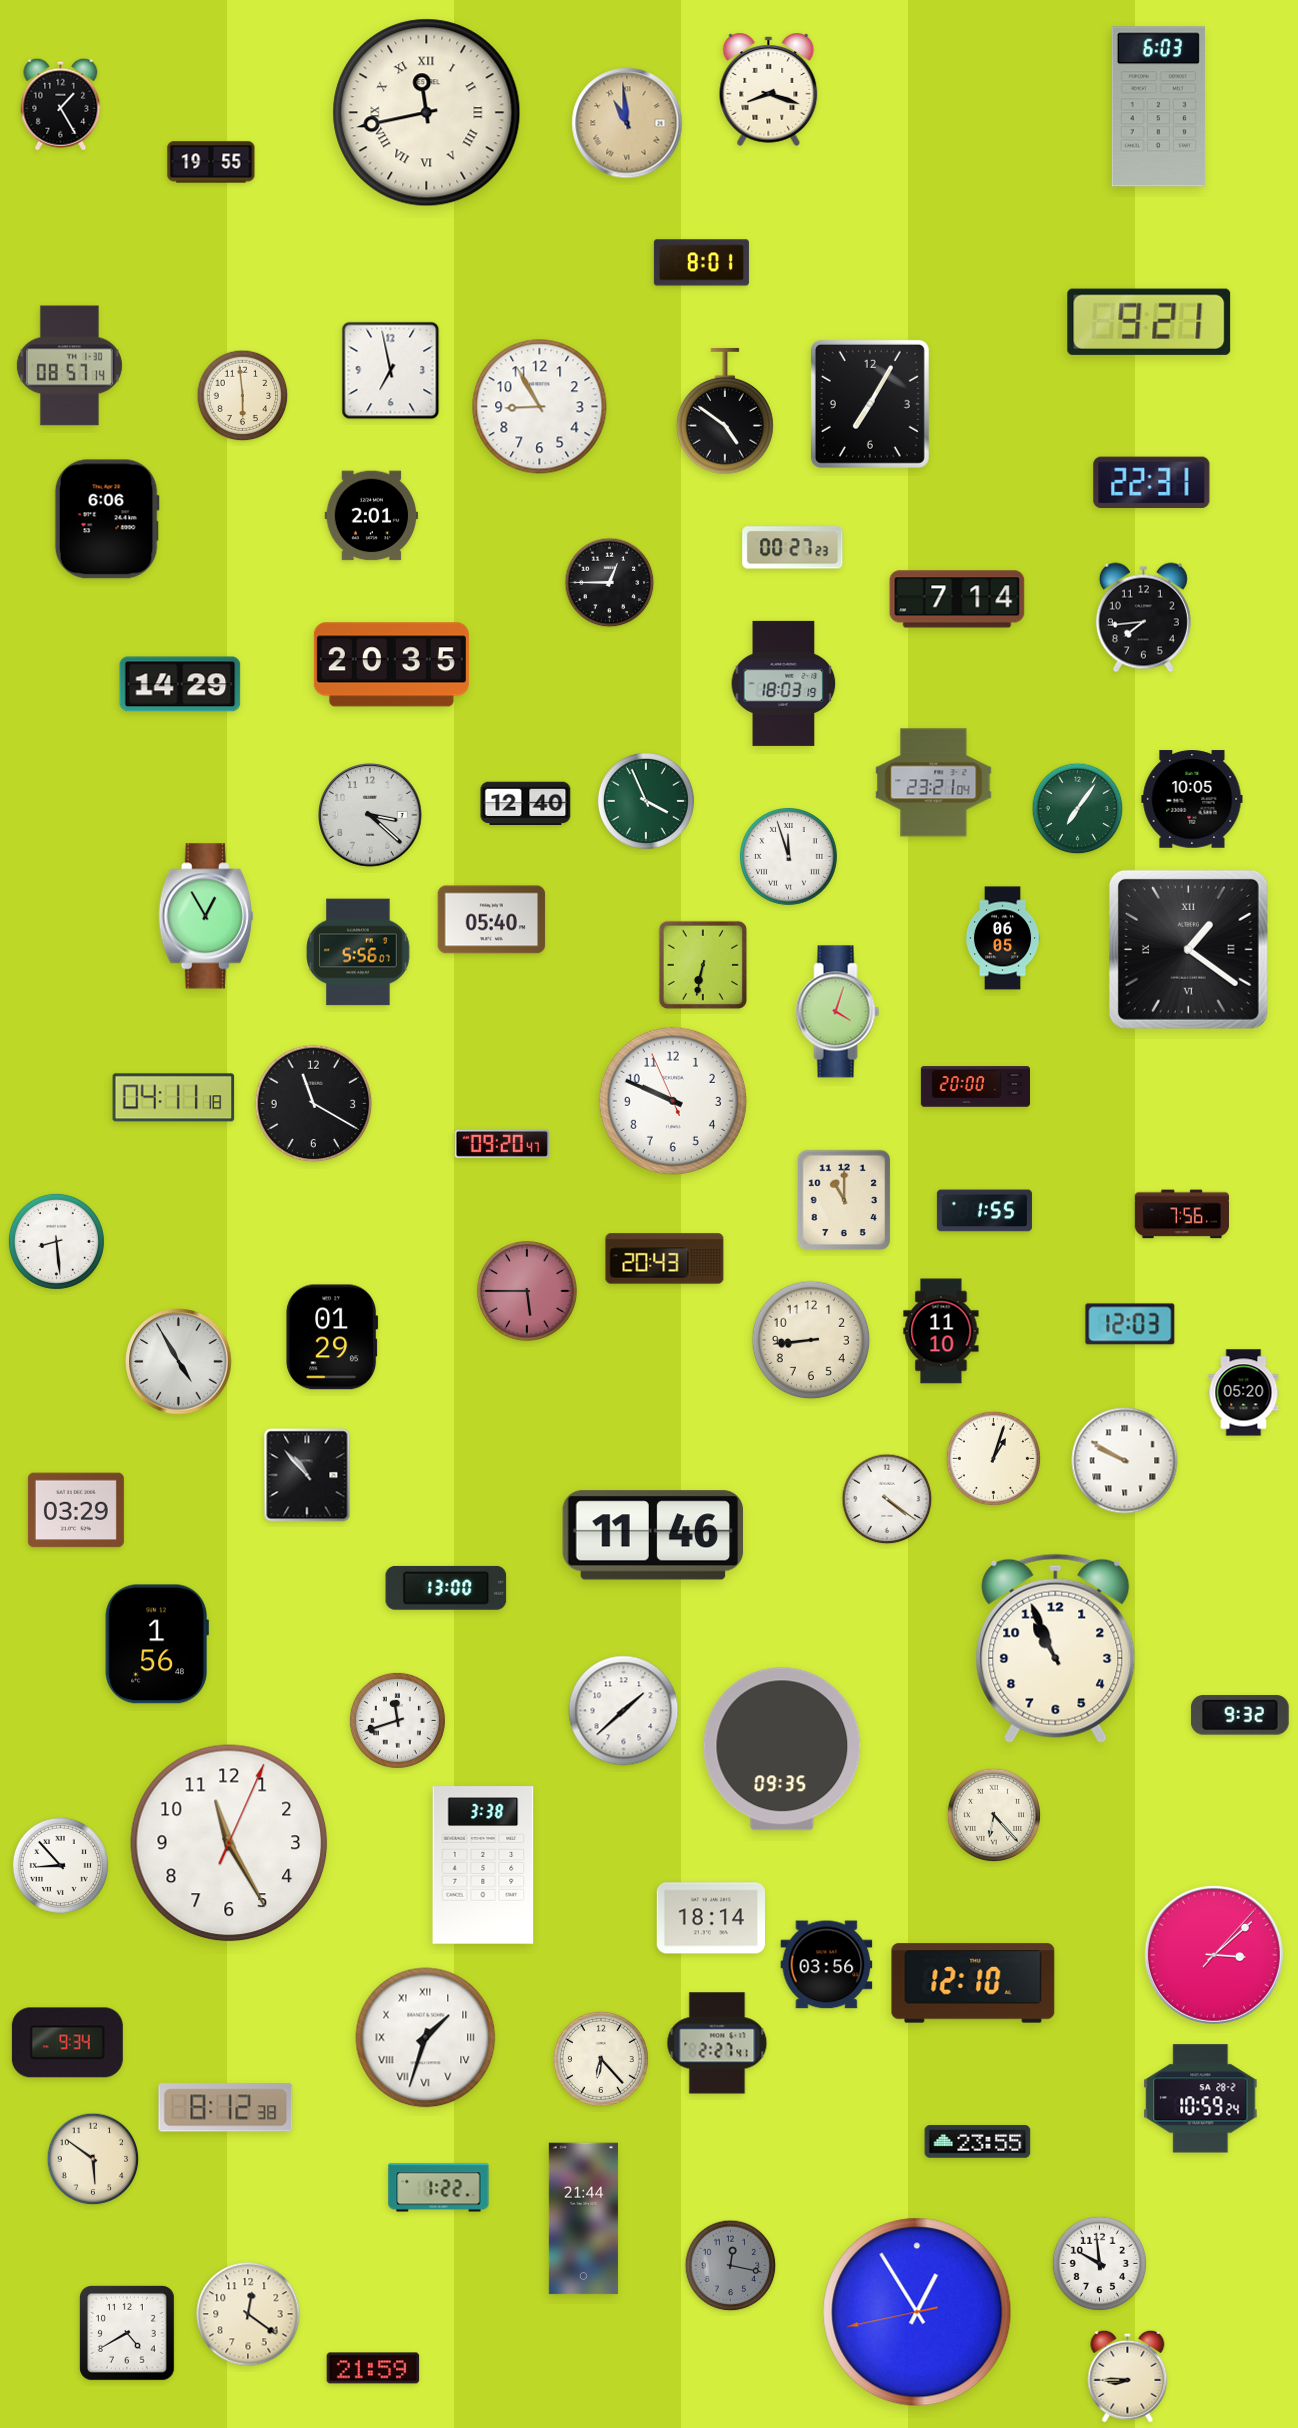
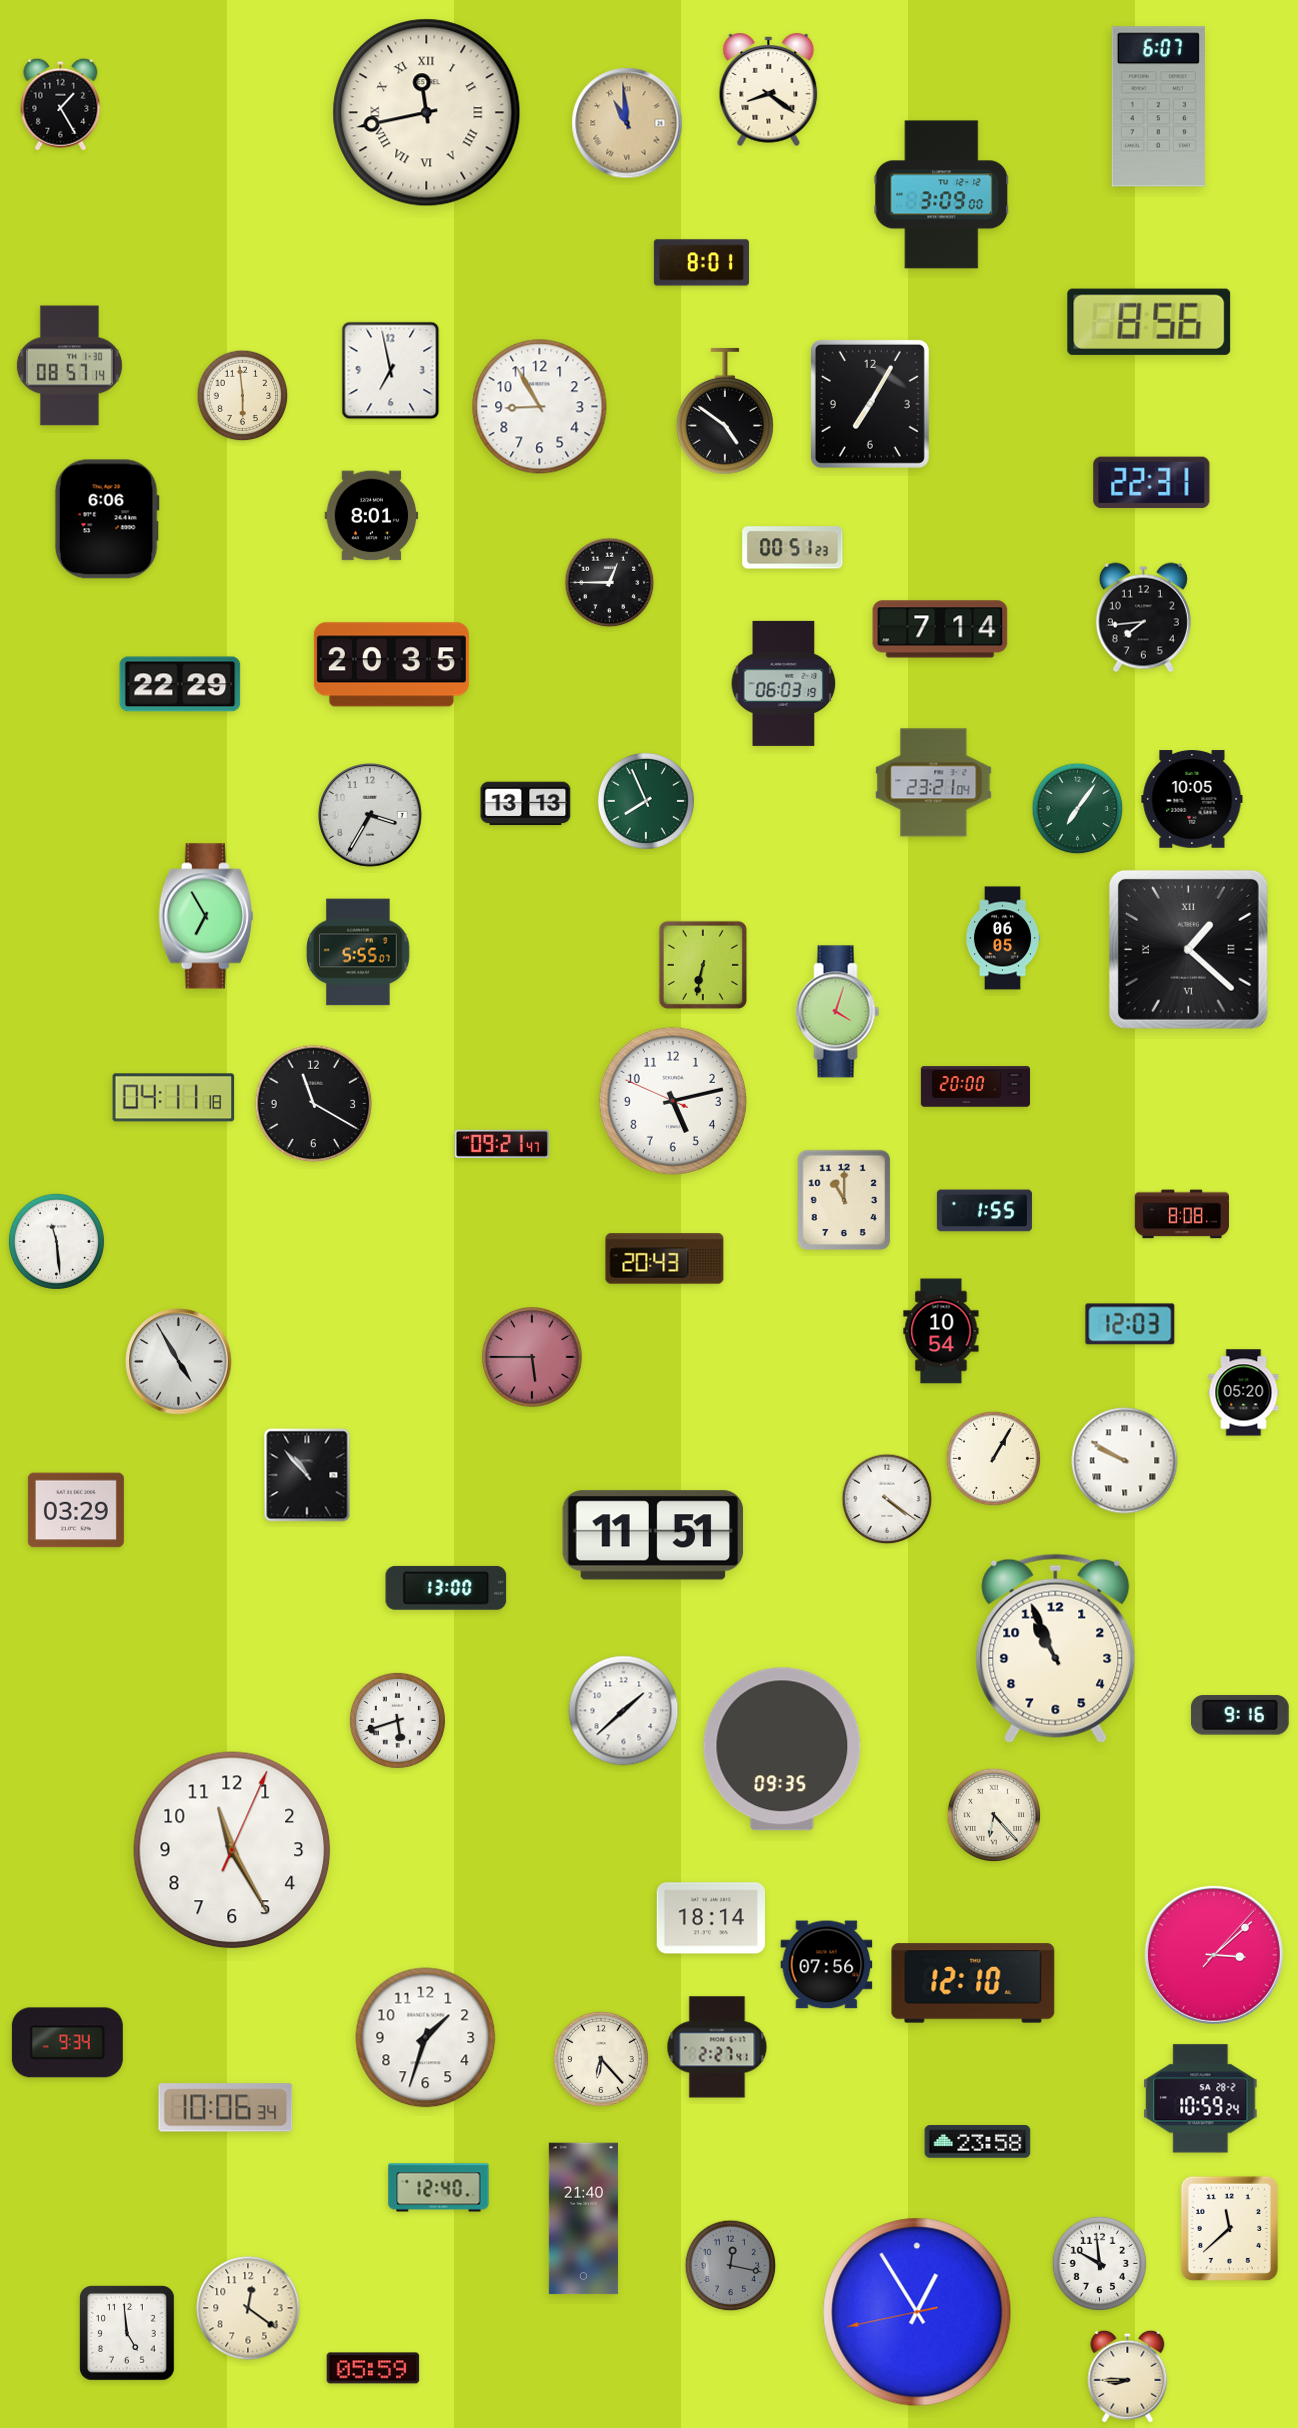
clock at (769, 89): 8:18 -> 8:21
clock at (1158, 107): 6:03 -> 6:07
clock at (211, 162): 19:55 -> none
clock at (942, 195): none -> 3:09
clock at (1149, 322): 9:21 -> 8:56
clock at (372, 516): 2:01 -> 8:01
clock at (793, 548): 00:27 -> 00:51
clock at (957, 599) position: (957, 599) -> (940, 629)
clock at (784, 683): 18:03 -> 06:03
clock at (180, 684): 14:29 -> 22:29
clock at (646, 801): 3:56 -> 7:56
clock at (526, 804): 12:40 -> 13:13
clock at (370, 815): 3:22 -> 3:35
clock at (788, 856): 11:57 -> none
clock at (206, 916): 12:55 -> 6:55
clock at (492, 920): 05:40 -> none
clock at (1188, 949): 1:21 -> 1:22
clock at (358, 952): 5:56 -> 5:55
clock at (673, 1101): 9:48 -> 5:12
clock at (502, 1144): 09:20 -> 09:21
clock at (1181, 1214): 7:56 -> 8:08
clock at (56, 1241): 8:29 -> 11:29
clock at (527, 1291) position: (527, 1291) -> (532, 1357)
clock at (941, 1331): 11:10 -> 10:54
clock at (332, 1337): 01:29 -> none
clock at (811, 1340): 8:44 -> none
clock at (993, 1458): 1:03 -> 1:05
clock at (653, 1535): 11:46 -> 11:51
clock at (157, 1644): 1:56 -> none
clock at (1240, 1715): 9:32 -> 9:16
clock at (397, 1720): 11:42 -> 5:42
clock at (229, 1843) position: (229, 1843) -> (232, 1850)
clock at (60, 1865): 8:53 -> none
clock at (483, 1865): 3:38 -> none
clock at (827, 1965): 03:56 -> 07:56
clock at (426, 2038) numerals: Roman -> Arabic
clock at (717, 2043) position: (717, 2043) -> (717, 2047)
clock at (226, 2108): 8:12 -> 10:06
clock at (978, 2142): 23:55 -> 23:58
clock at (93, 2159): 5:51 -> none
clock at (439, 2188): 1:22 -> 12:40
clock at (583, 2219): 21:44 -> 21:40
clock at (1229, 2228): none -> 11:38
clock at (248, 2314) position: (248, 2314) -> (248, 2308)
clock at (127, 2333): 4:40 -> 4:59
clock at (373, 2368): 21:59 -> 05:59
